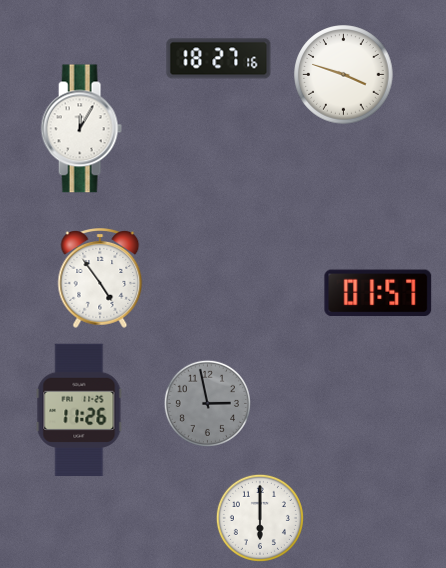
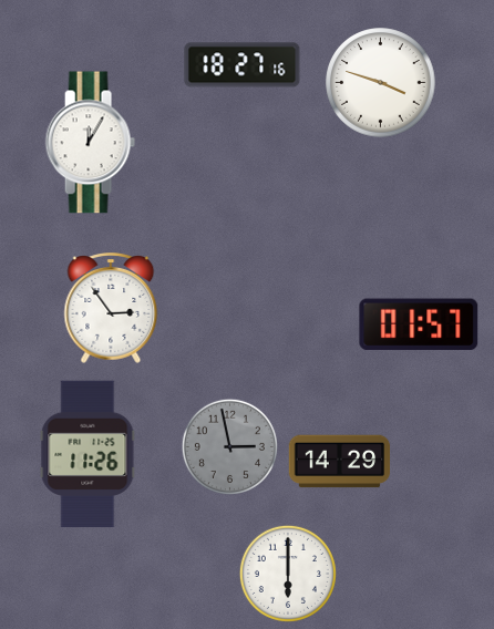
clock at (100, 279): 4:54 -> 2:54
clock at (340, 462): none -> 14:29
